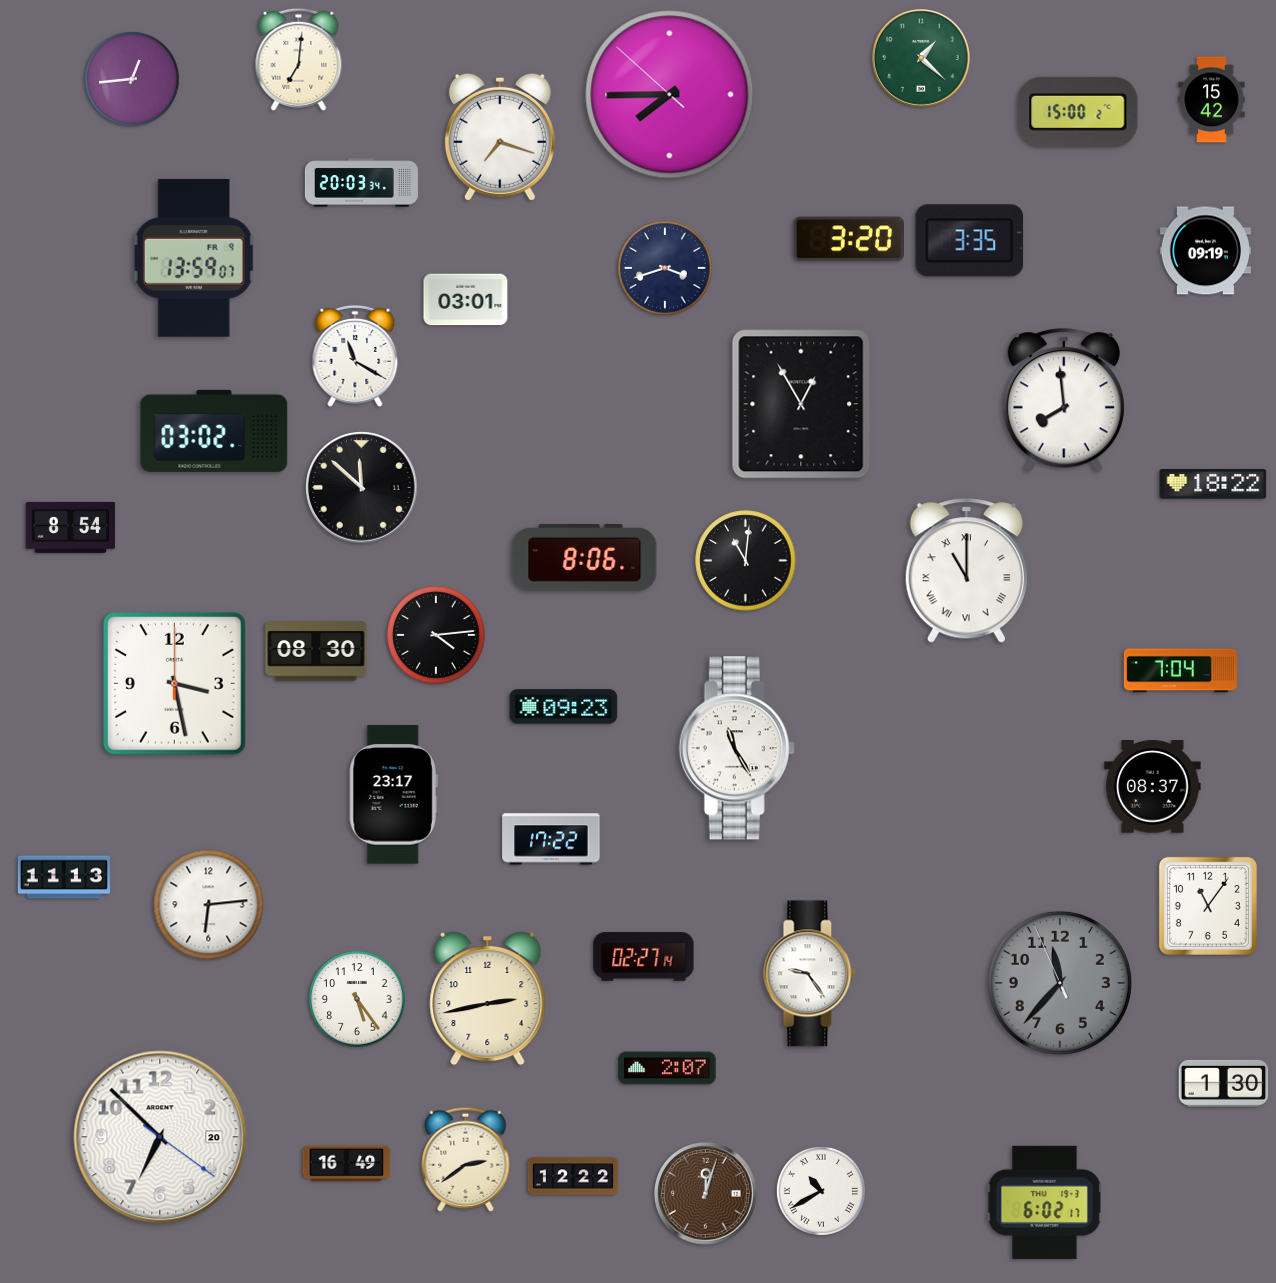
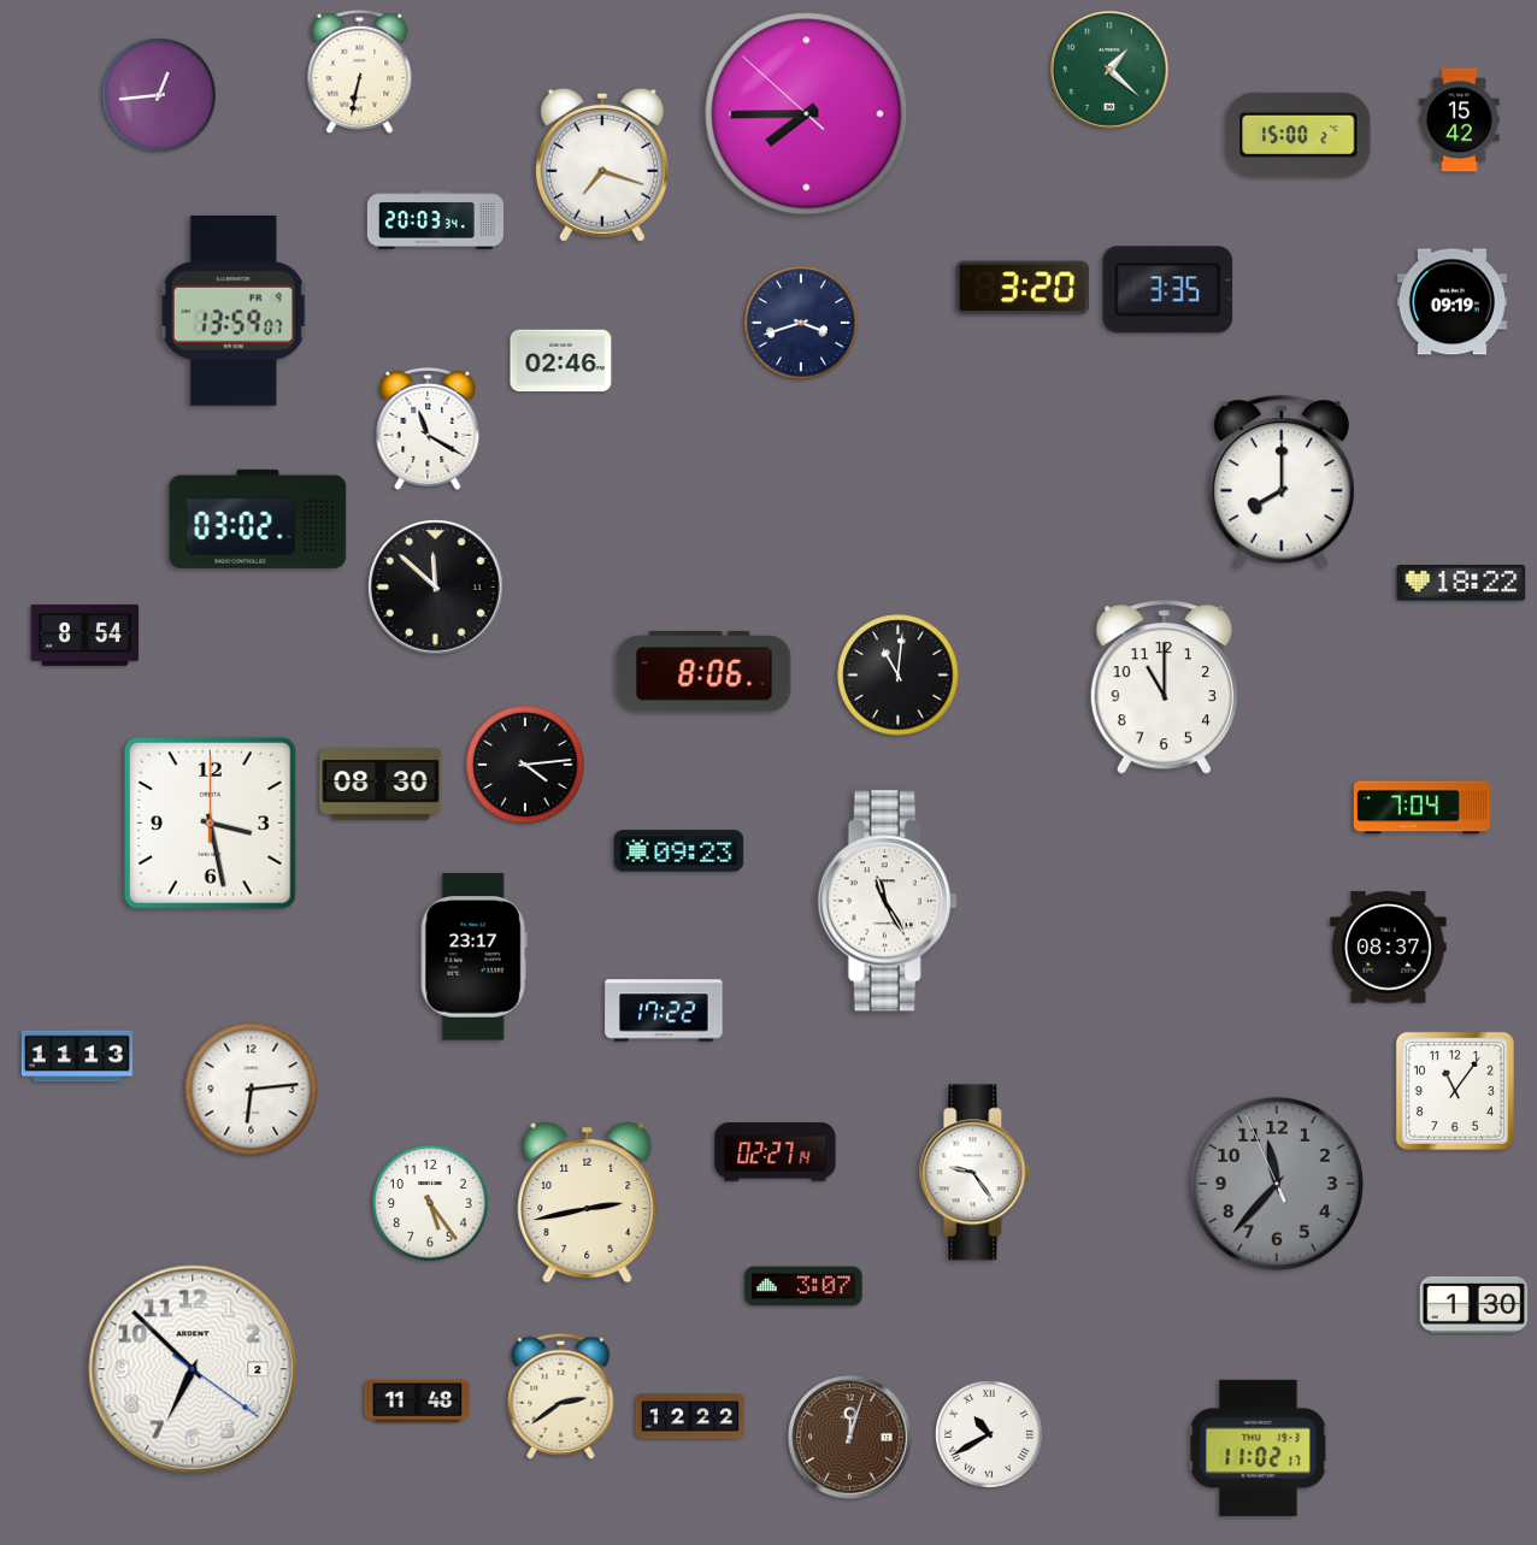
clock at (299, 59): 7:01 -> 6:32
clock at (466, 300): 03:01 -> 02:46
clock at (1064, 401): 7:59 -> 8:00
clock at (801, 404): 12:55 -> none
clock at (966, 571) numerals: Roman -> Arabic
clock at (667, 1068): 2:07 -> 3:07
clock at (160, 1137) date: 20 -> 2
clock at (347, 1164): 16:49 -> 11:48
clock at (1045, 1202): 6:02 -> 11:02
